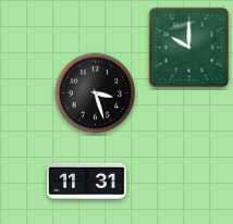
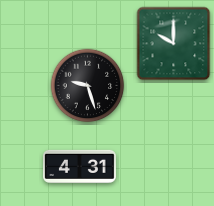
clock at (96, 94): 3:27 -> 9:27
clock at (87, 181): 11:31 -> 4:31
